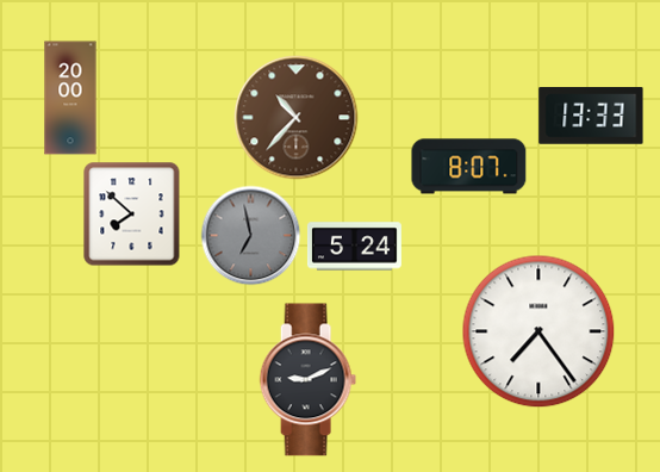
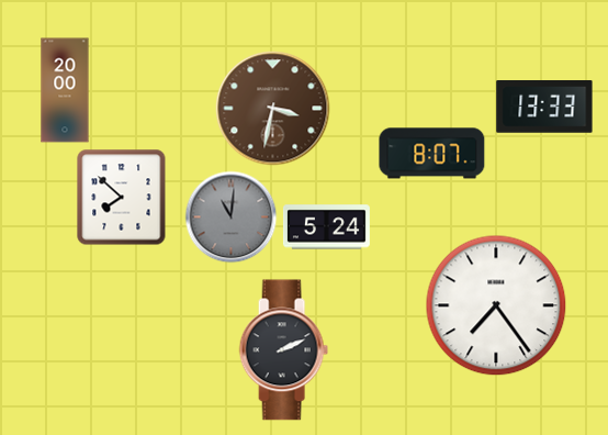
clock at (297, 118): 10:37 -> 3:32
clock at (251, 236): 6:58 -> 11:01
clock at (307, 380): 9:11 -> 2:11
